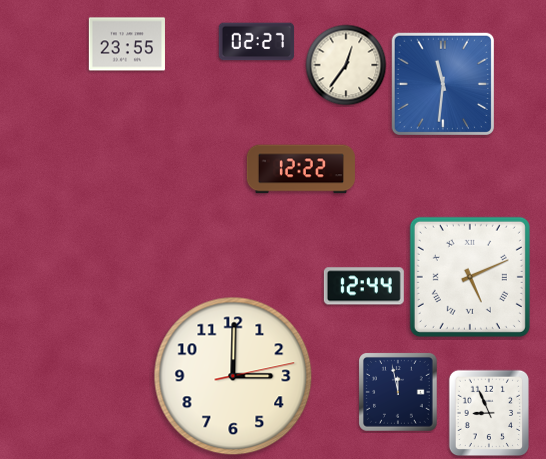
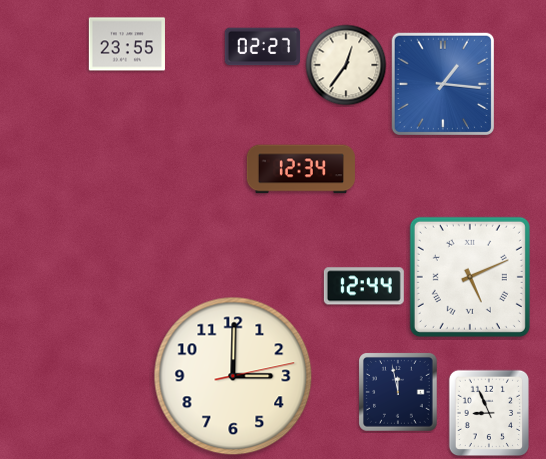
clock at (257, 42) position: (257, 42) -> (263, 47)
clock at (443, 84): 11:31 -> 1:16
clock at (301, 169): 12:22 -> 12:34
